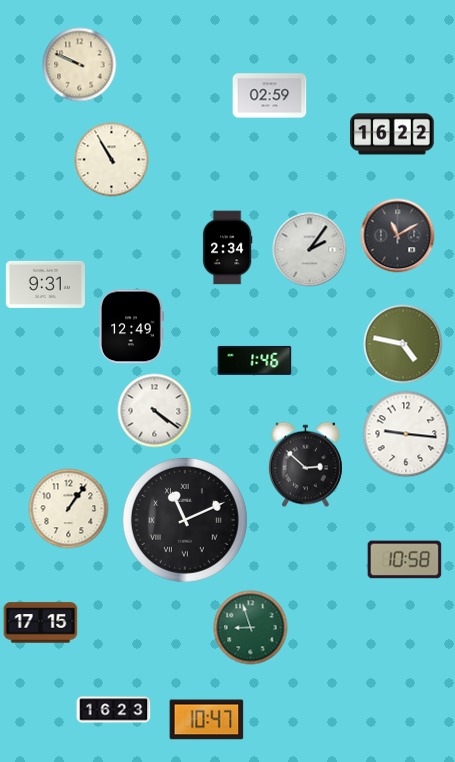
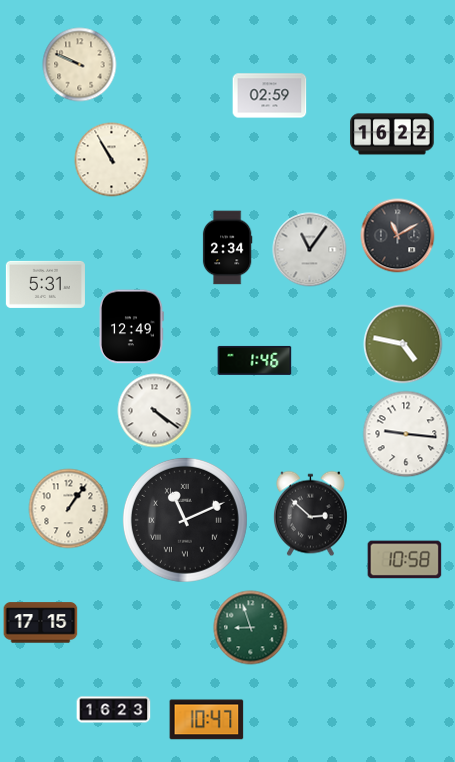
clock at (310, 250): 2:06 -> 11:06
clock at (45, 284): 9:31 -> 5:31
clock at (305, 465) position: (305, 465) -> (310, 514)
